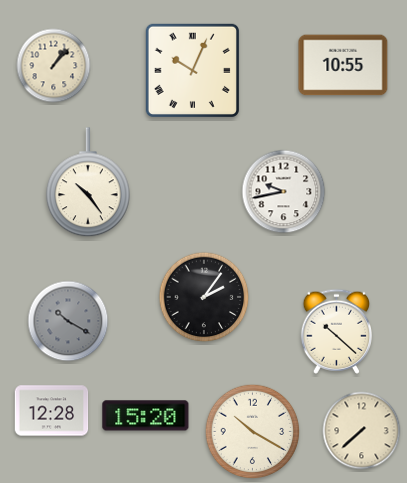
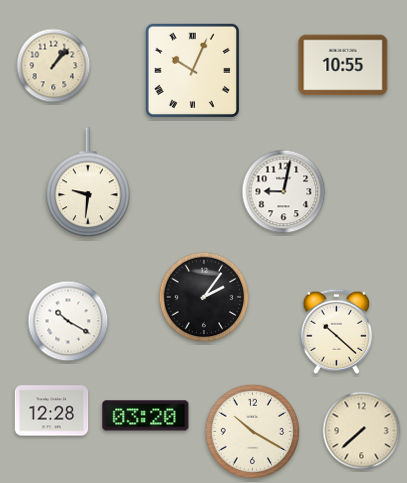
clock at (88, 183): 10:24 -> 9:31
clock at (284, 192): 9:43 -> 9:02
clock at (68, 321) dial: grey -> white
clock at (146, 416): 15:20 -> 03:20
